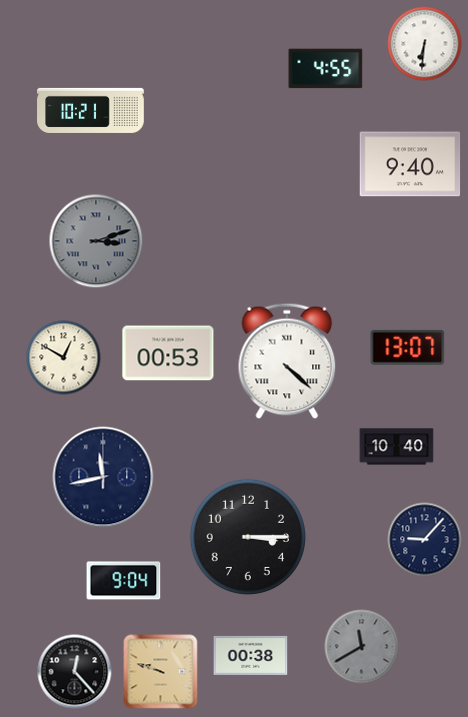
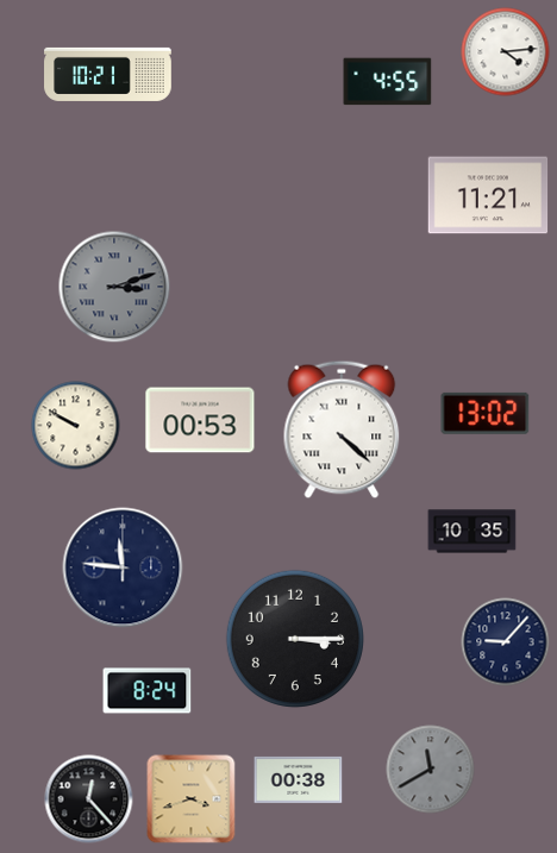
clock at (425, 44): 6:31 -> 4:14
clock at (91, 110) position: (91, 110) -> (108, 74)
clock at (410, 164): 9:40 -> 11:21
clock at (408, 347): 13:07 -> 13:02
clock at (64, 358): 12:50 -> 9:50
clock at (397, 447): 10:40 -> 10:35
clock at (103, 477): 11:43 -> 11:46
clock at (124, 581): 9:04 -> 8:24
clock at (161, 672): 9:48 -> 3:42
